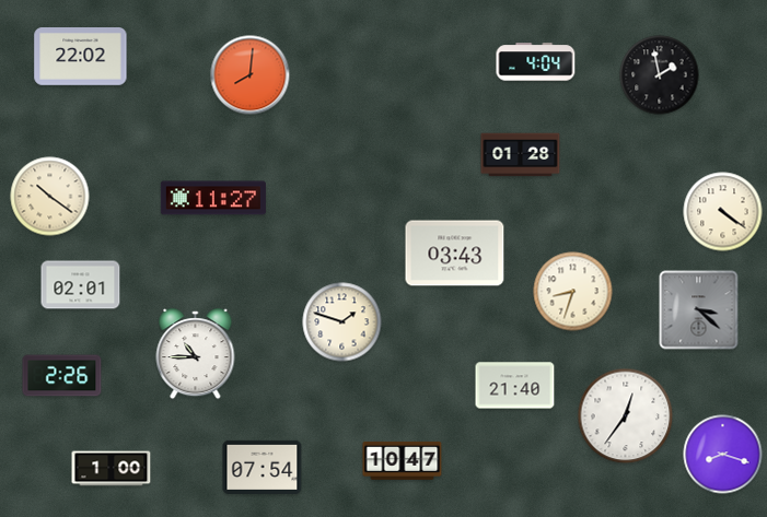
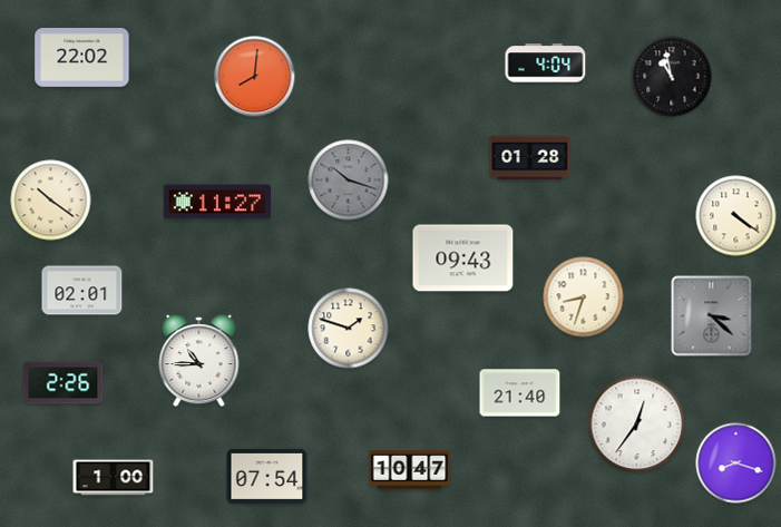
clock at (660, 75): 1:58 -> 10:58
clock at (349, 180): none -> 10:18
clock at (455, 254): 03:43 -> 09:43
clock at (515, 386) position: (515, 386) -> (520, 393)
